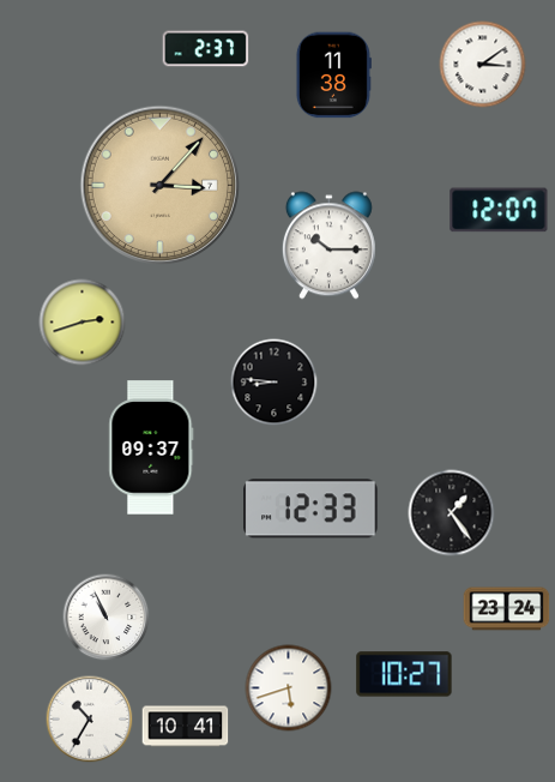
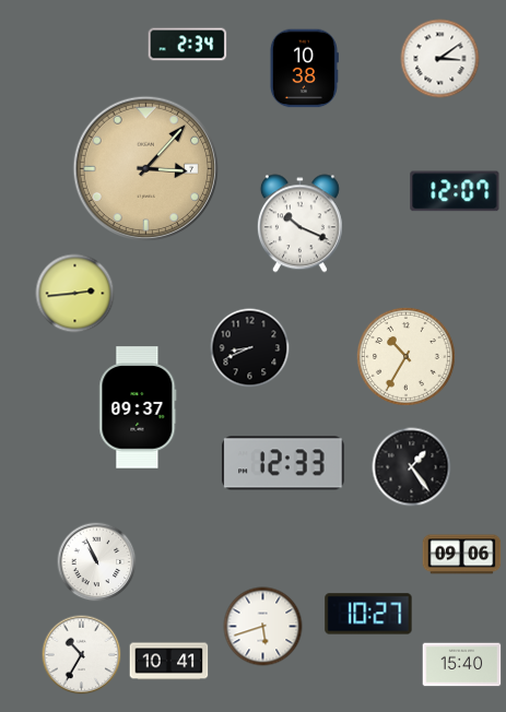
clock at (206, 49): 2:37 -> 2:34
clock at (333, 76): 11:38 -> 10:38
clock at (328, 246): 10:15 -> 10:19
clock at (83, 323): 2:42 -> 2:44
clock at (275, 383): 8:46 -> 8:41
clock at (407, 357): none -> 10:35
clock at (507, 609): 23:24 -> 09:06
clock at (462, 665): none -> 15:40
